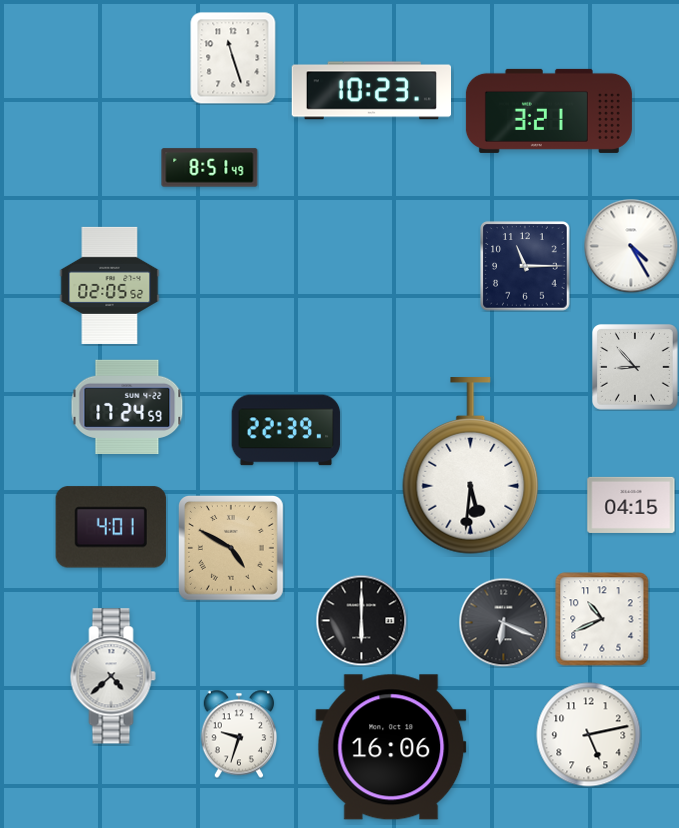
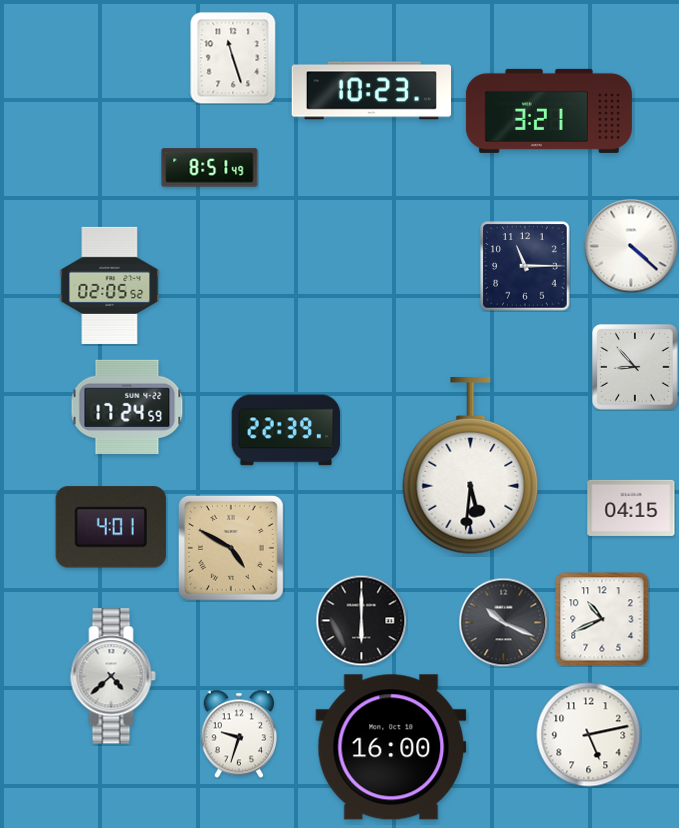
clock at (631, 246): 4:25 -> 4:22
clock at (631, 505) position: (631, 505) -> (631, 508)
clock at (503, 622): 6:19 -> 10:19
clock at (391, 747): 16:06 -> 16:00
